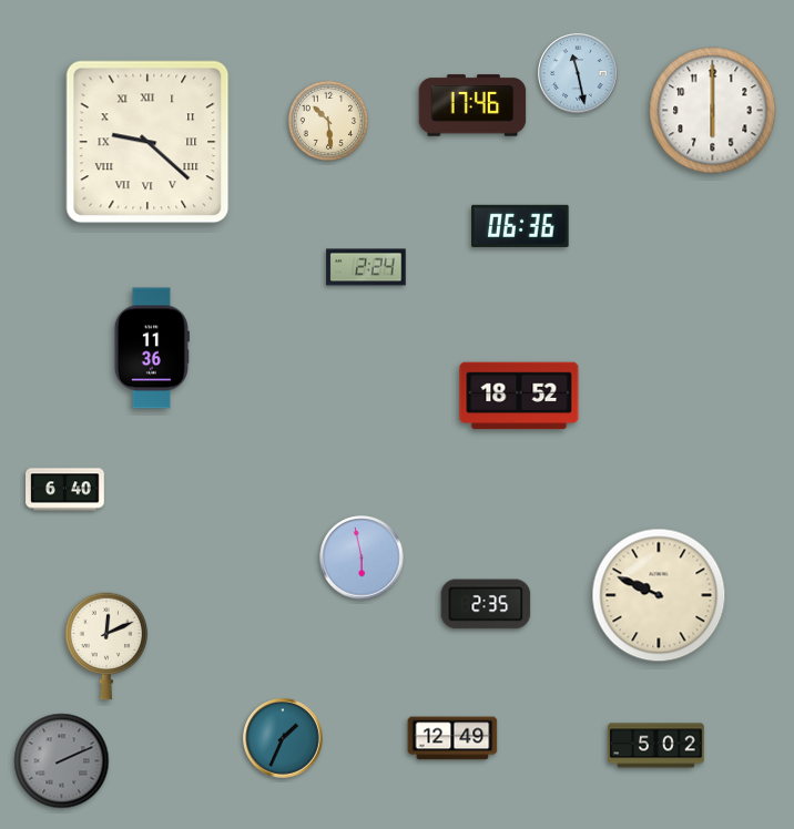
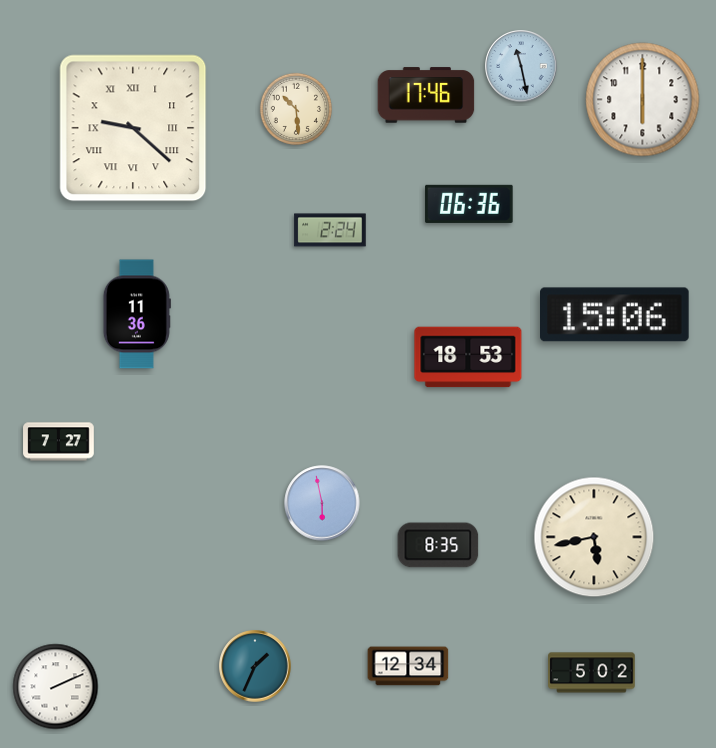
clock at (366, 267) position: (366, 267) -> (330, 230)
clock at (615, 315): none -> 15:06
clock at (519, 396): 18:52 -> 18:53
clock at (65, 490): 6:40 -> 7:27
clock at (362, 557) position: (362, 557) -> (322, 503)
clock at (659, 595): 9:49 -> 5:43
clock at (486, 604): 2:35 -> 8:35
clock at (106, 646): 12:11 -> none
clock at (452, 738): 12:49 -> 12:34
clock at (62, 761) dial: grey -> white
